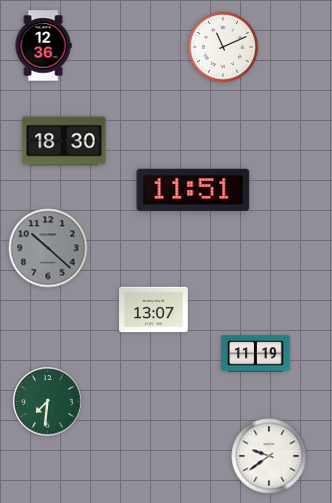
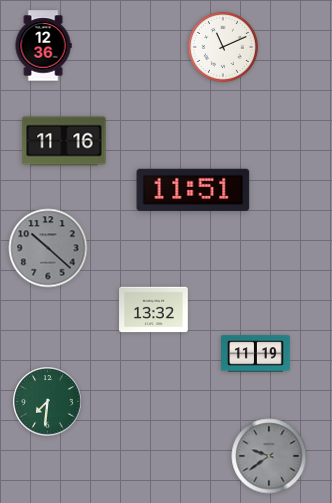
clock at (64, 141): 18:30 -> 11:16
clock at (154, 310): 13:07 -> 13:32
clock at (269, 456) dial: white -> grey
